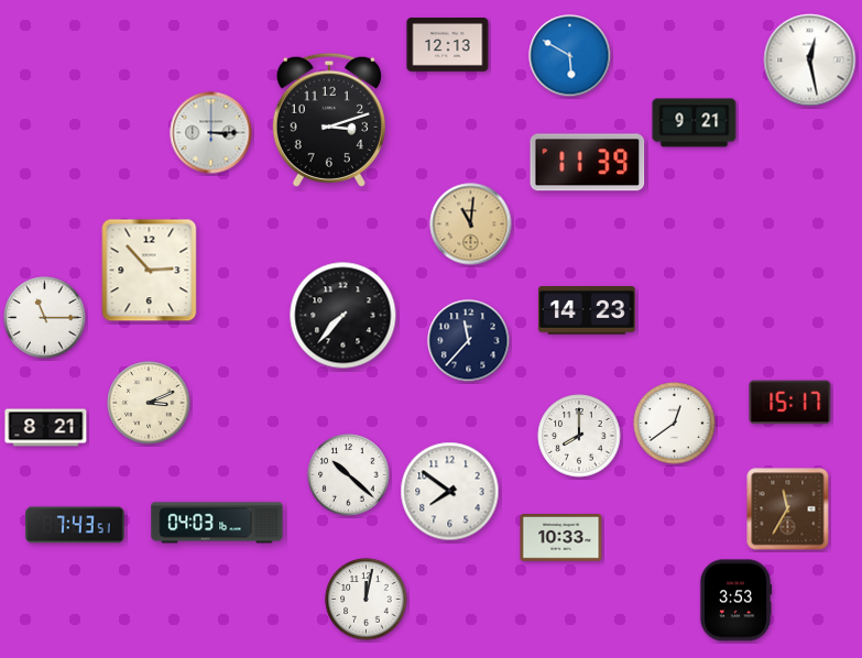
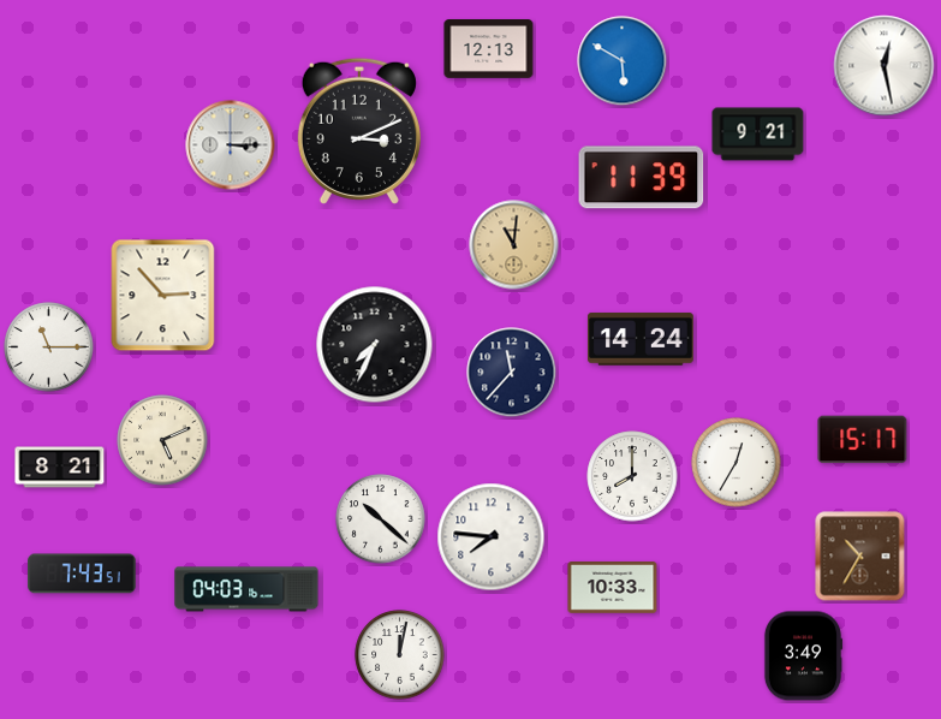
clock at (329, 120): 3:12 -> 3:11
clock at (587, 310): 14:23 -> 14:24
clock at (343, 316): 7:37 -> 7:34
clock at (149, 403): 3:11 -> 5:11
clock at (675, 424): 12:39 -> 12:35
clock at (46, 428) position: (46, 428) -> (60, 468)
clock at (450, 492): 7:51 -> 7:46
clock at (788, 509): 11:35 -> 10:35
clock at (217, 523) position: (217, 523) -> (246, 589)
clock at (735, 601): 3:53 -> 3:49
